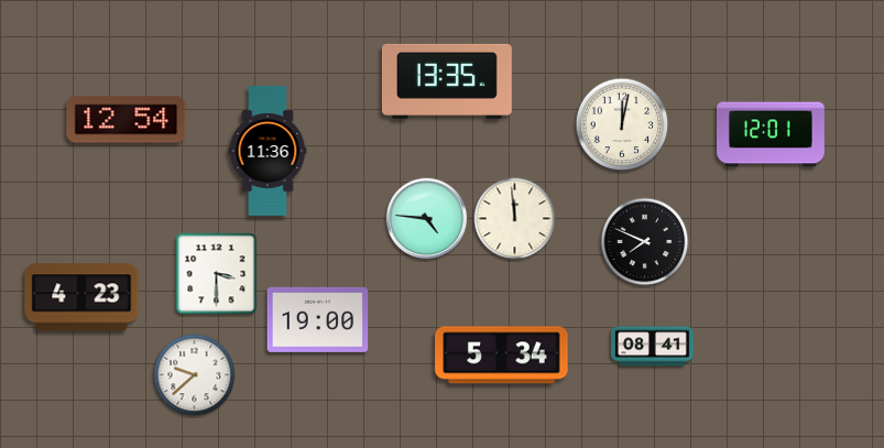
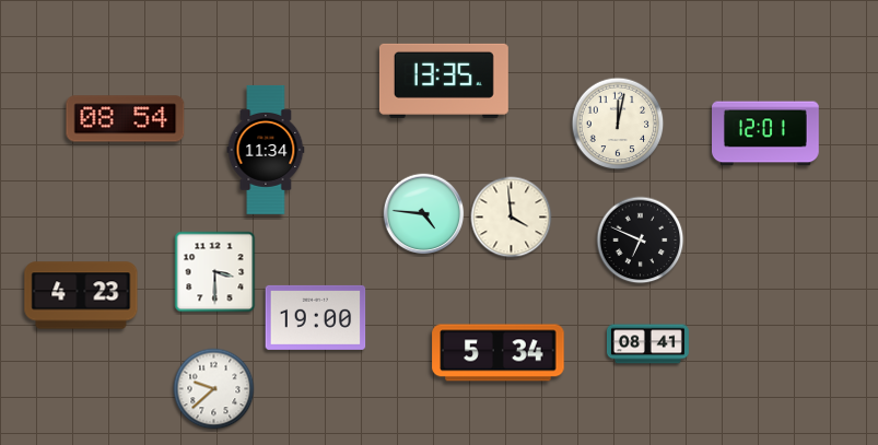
clock at (127, 120): 12:54 -> 08:54
clock at (268, 151): 11:36 -> 11:34
clock at (427, 219) position: (427, 219) -> (424, 214)
clock at (515, 219): 11:59 -> 3:59
clock at (645, 242): 7:49 -> 6:49
clock at (195, 375) position: (195, 375) -> (214, 389)
